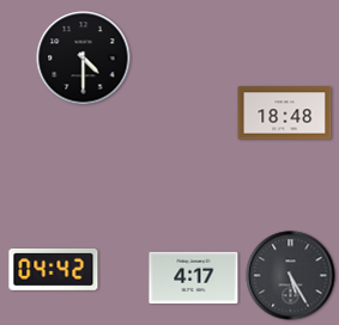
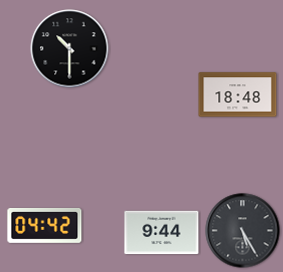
clock at (84, 59): 4:30 -> 10:30
clock at (194, 278): 4:17 -> 9:44
